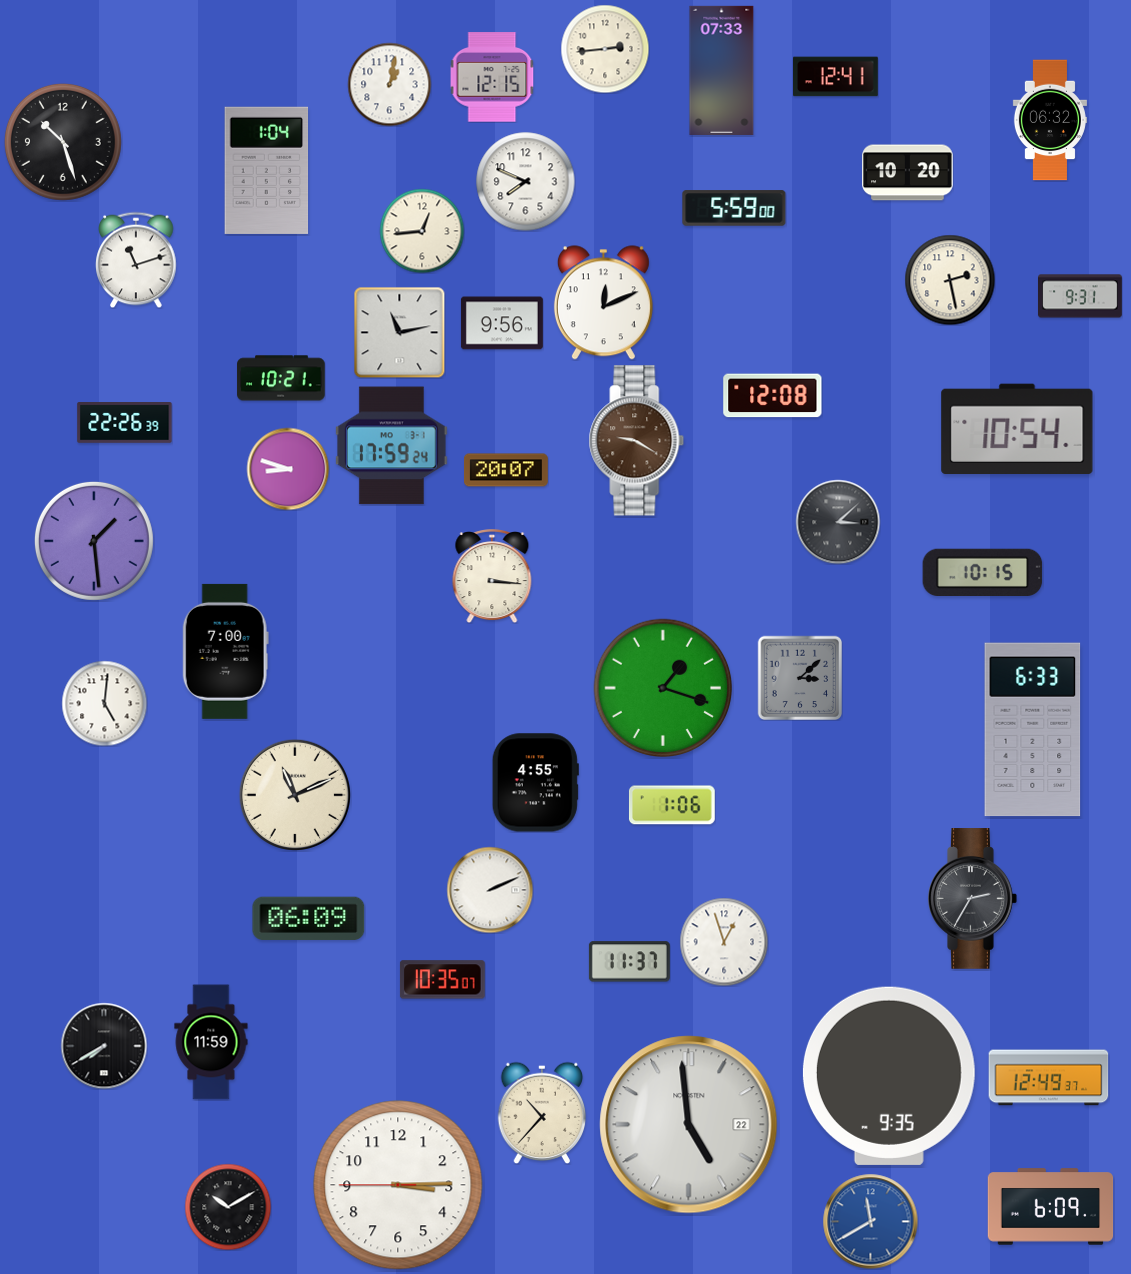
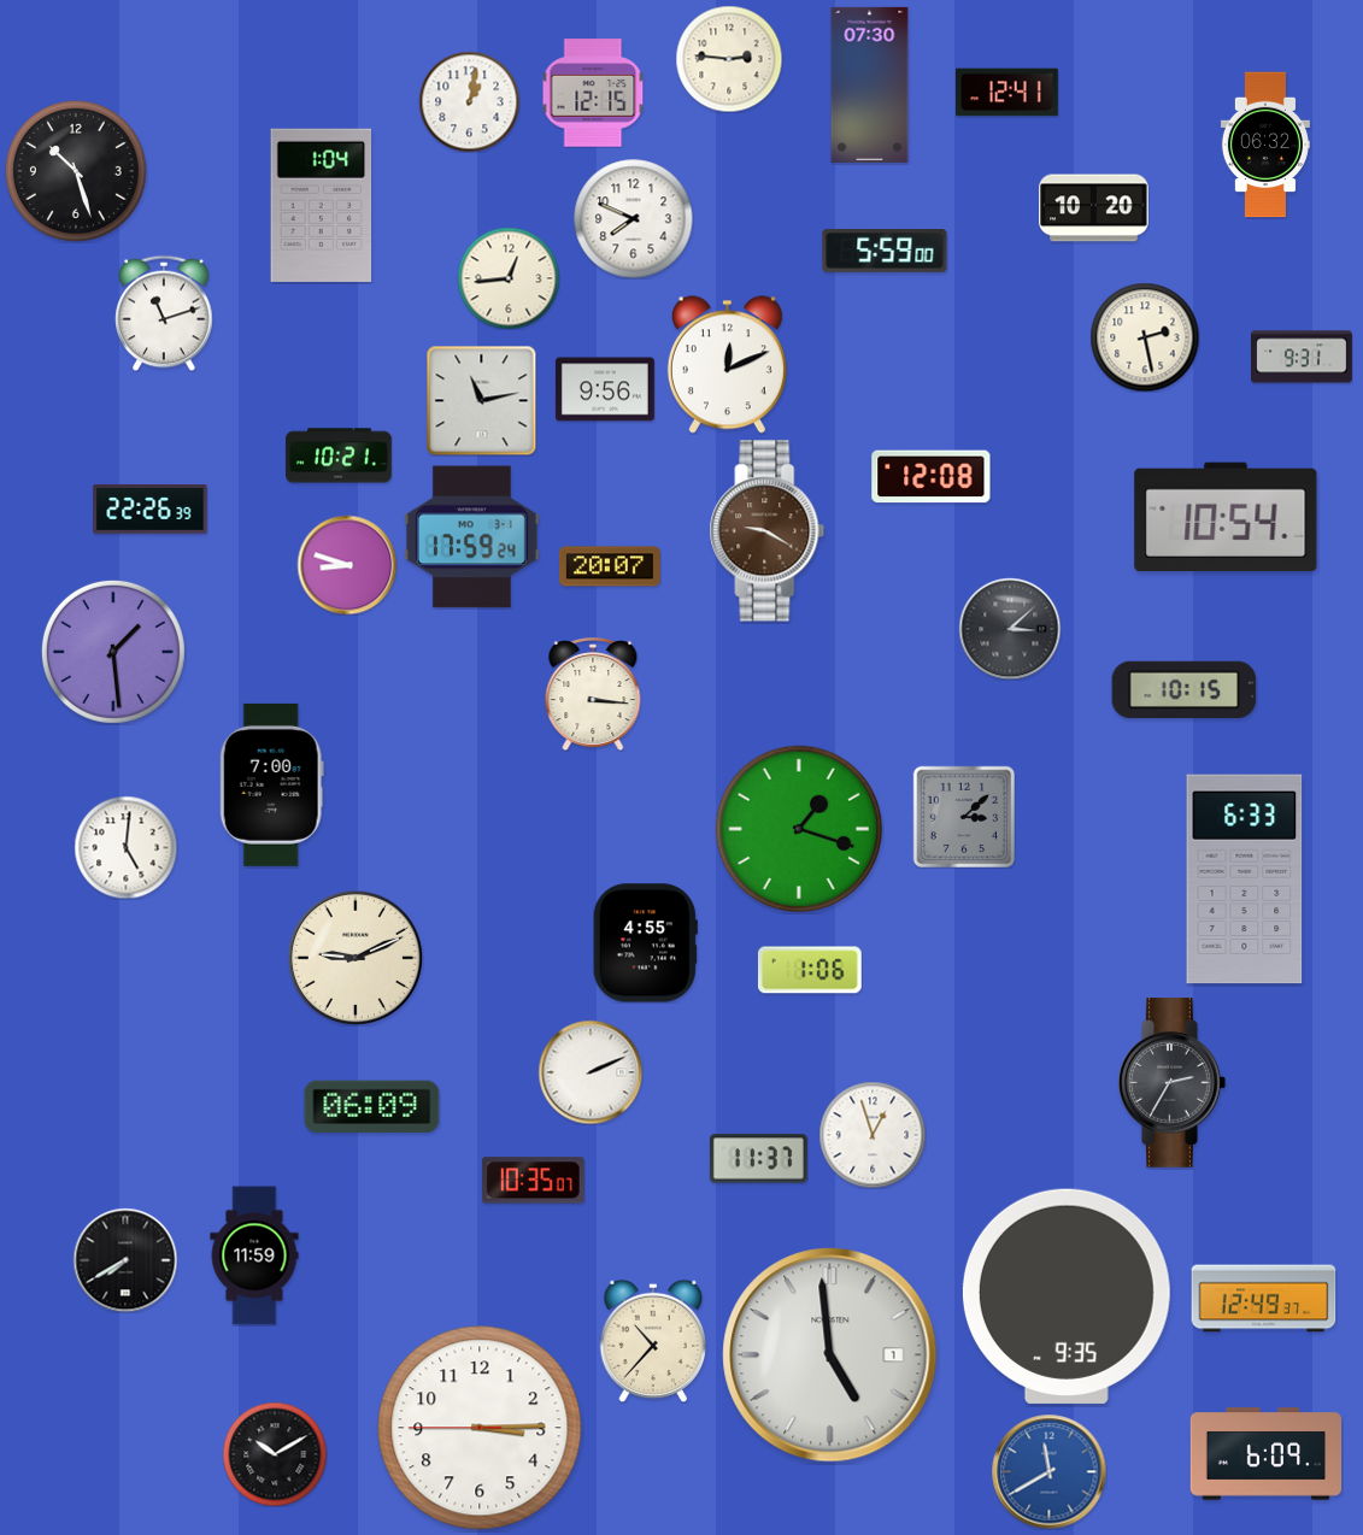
clock at (605, 49): 2:44 -> 2:46
clock at (722, 70): 07:33 -> 07:30
clock at (295, 795): 11:11 -> 9:11
clock at (889, 1076) position: (889, 1076) -> (1067, 1296)
clock at (689, 1125) date: 22 -> 1
